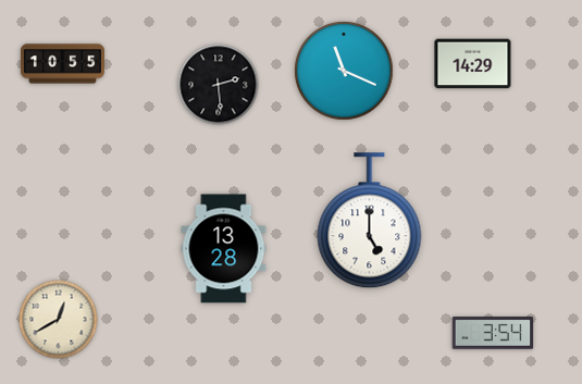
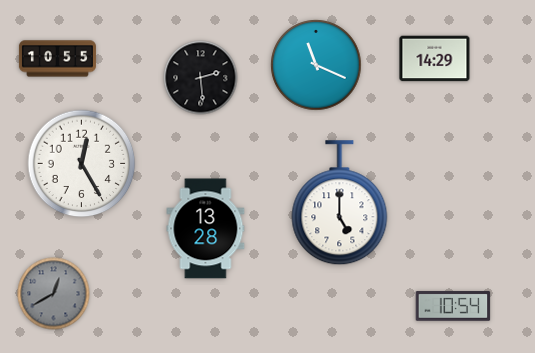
clock at (82, 164): none -> 12:25
clock at (59, 320) dial: cream -> grey
clock at (493, 333): 3:54 -> 10:54
